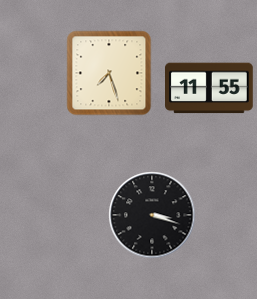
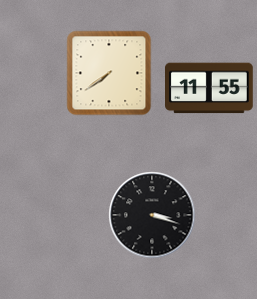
clock at (109, 73): 7:27 -> 7:39
